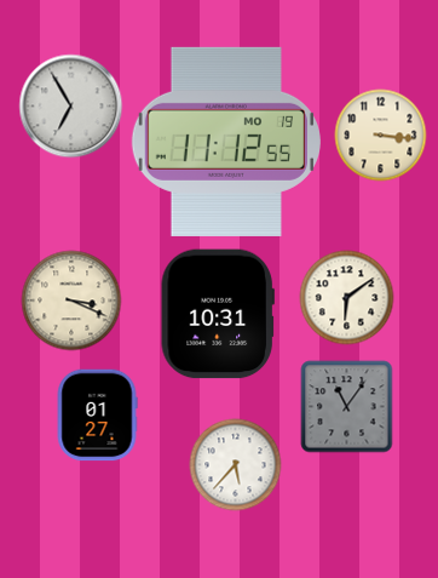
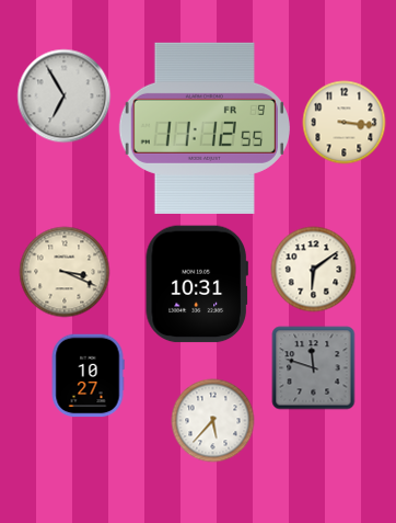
clock at (226, 142) date: MO 19 -> FR 9
clock at (347, 407): 11:06 -> 11:48
clock at (97, 416): 01:27 -> 10:27
